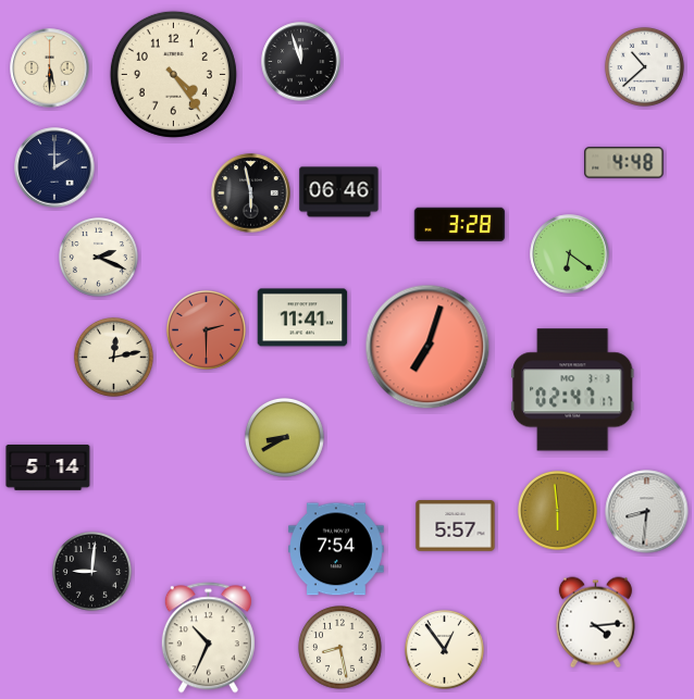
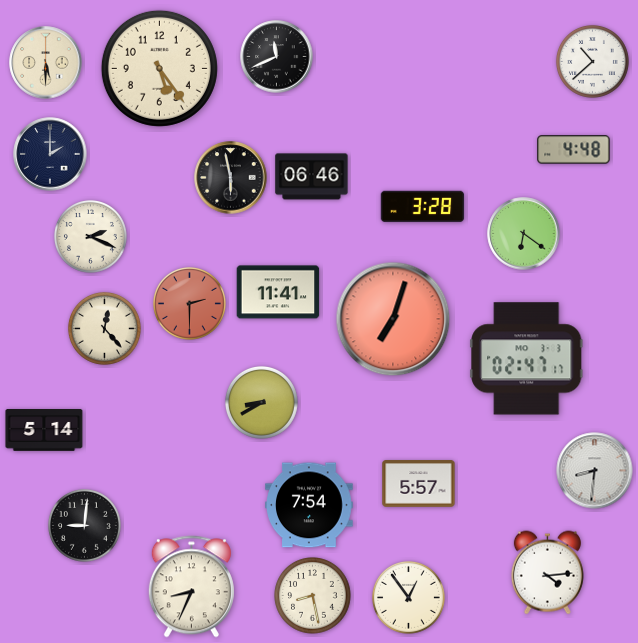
clock at (301, 62): 11:57 -> 11:41
clock at (173, 74): 4:24 -> 5:24
clock at (113, 357): 12:13 -> 12:23
clock at (557, 510): 5:59 -> none
clock at (208, 638): 10:34 -> 8:34
